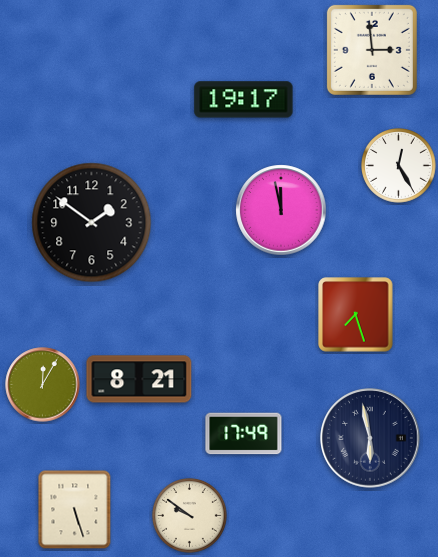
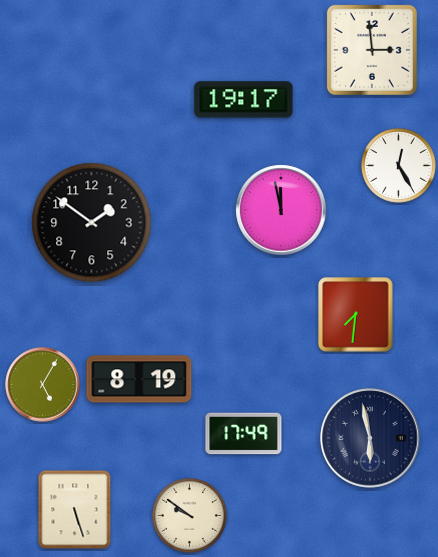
clock at (356, 315): 7:27 -> 7:31
clock at (139, 379): 8:21 -> 8:19
clock at (43, 385): 12:05 -> 5:05
